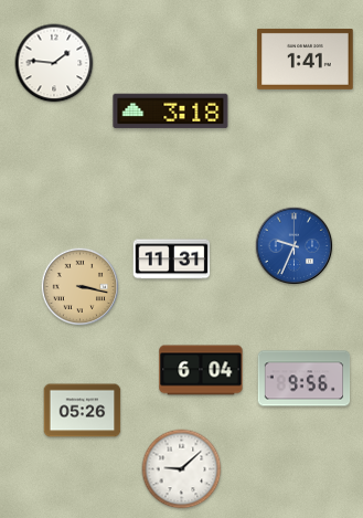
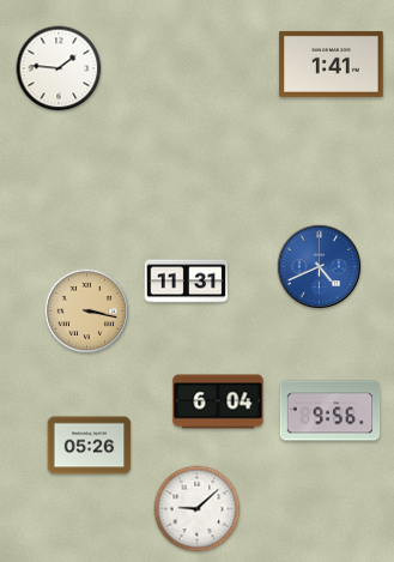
clock at (171, 112): 3:18 -> none
clock at (295, 246): 9:34 -> 4:41
